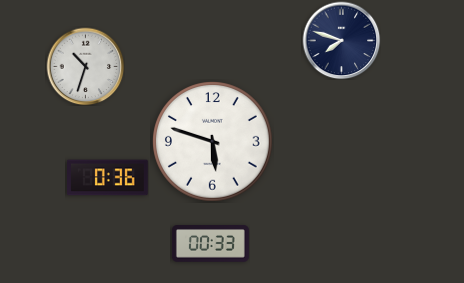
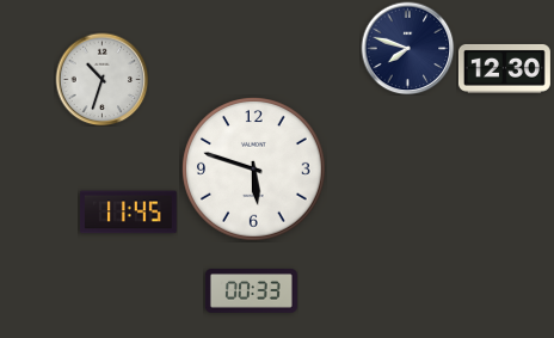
clock at (504, 68): none -> 12:30
clock at (108, 178): 0:36 -> 11:45
